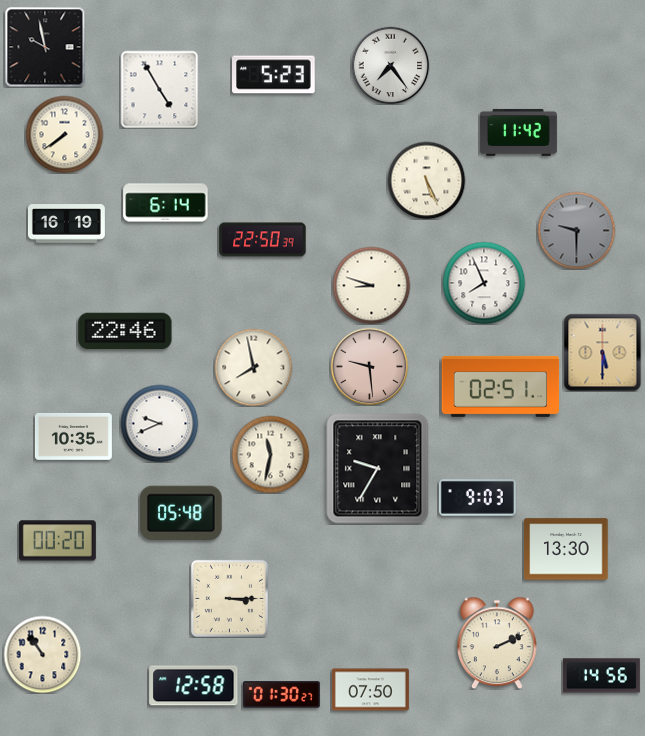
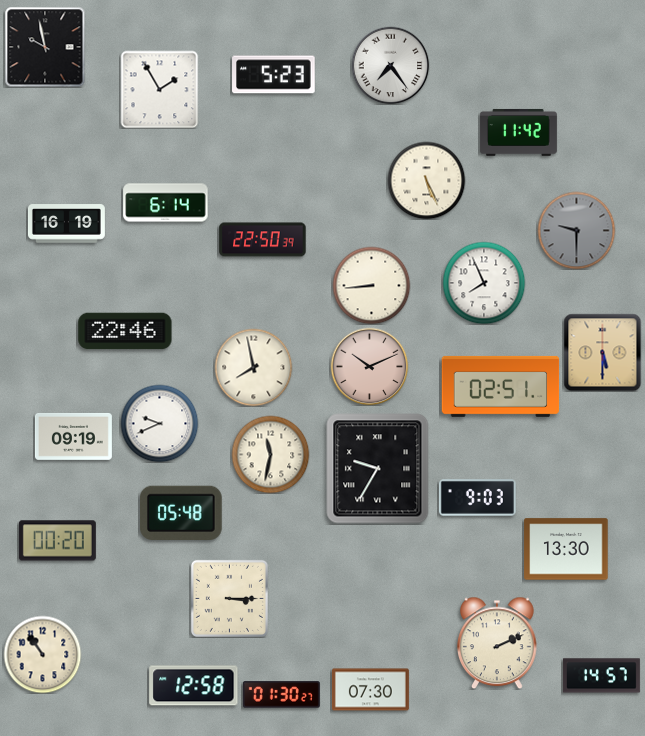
clock at (159, 89): 4:55 -> 1:55
clock at (64, 134): 7:39 -> none
clock at (371, 285): 8:48 -> 8:44
clock at (369, 366): 9:29 -> 10:11
clock at (73, 436): 10:35 -> 09:19
clock at (601, 676): 14:56 -> 14:57
clock at (370, 690): 07:50 -> 07:30
